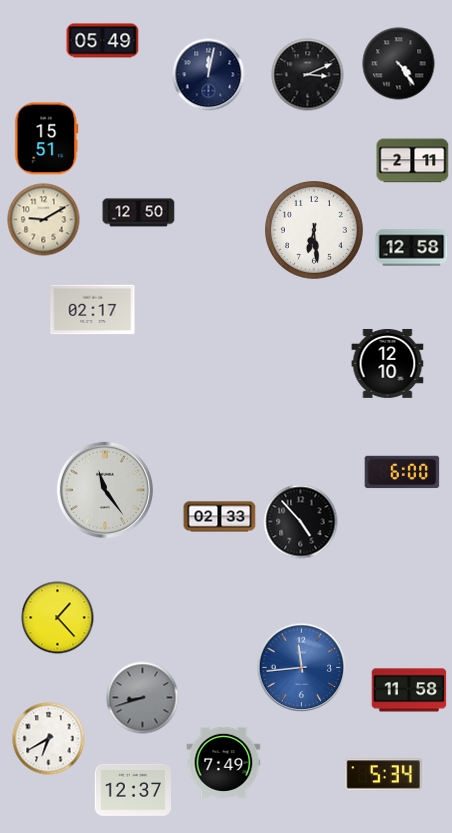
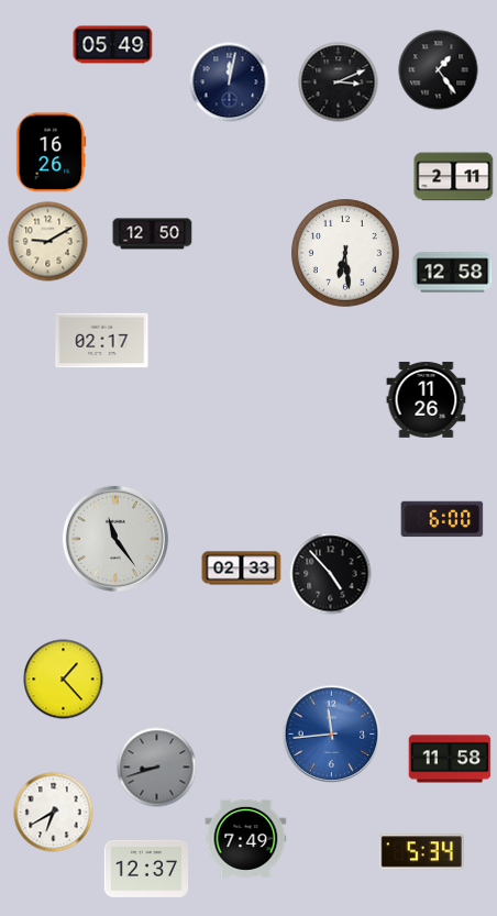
clock at (399, 64): 4:24 -> 1:24
clock at (47, 139): 15:51 -> 16:26
clock at (388, 364): 12:10 -> 11:26
